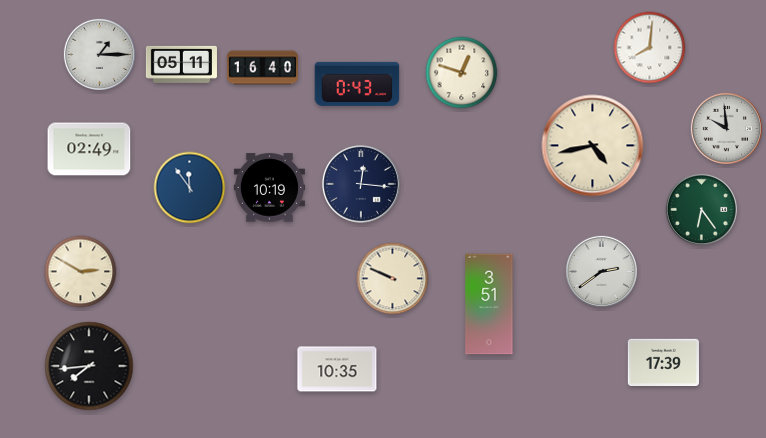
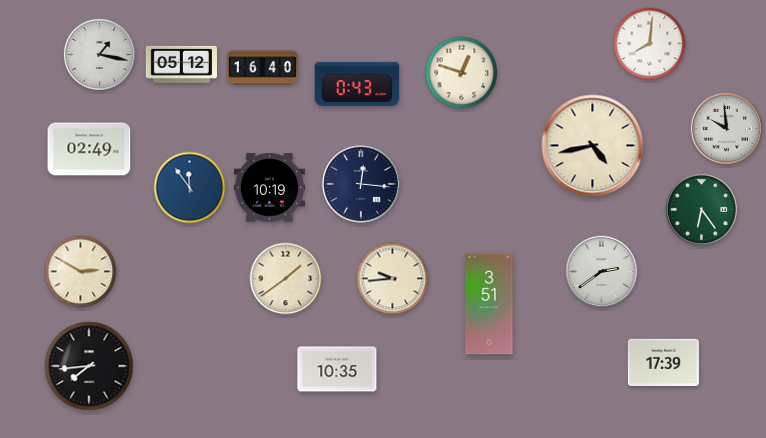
clock at (650, 48) position: (650, 48) -> (650, 44)
clock at (99, 54): 1:15 -> 1:17
clock at (181, 64): 05:11 -> 05:12
clock at (286, 279): none -> 1:39
clock at (393, 279): 9:49 -> 9:44
